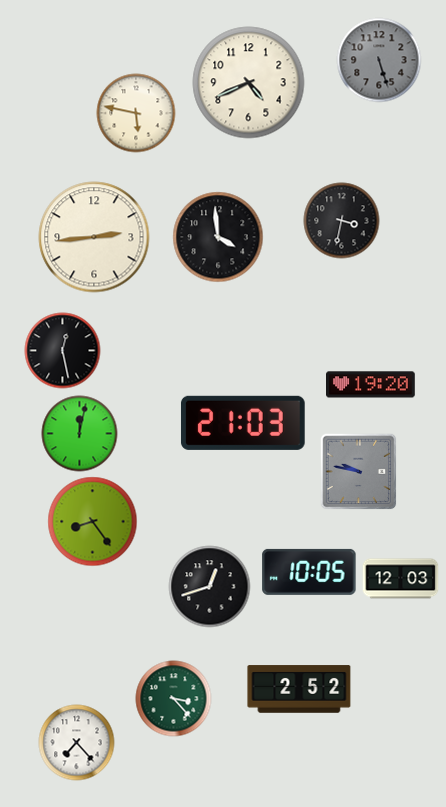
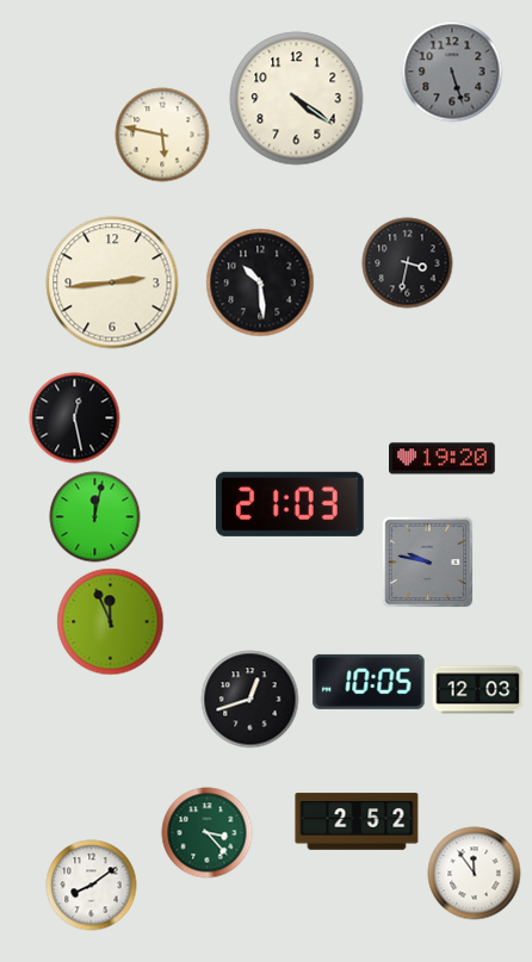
clock at (249, 83): 4:41 -> 4:21
clock at (218, 237): 3:59 -> 10:29
clock at (93, 522): 8:24 -> 11:56
clock at (475, 874): none -> 11:54
clock at (77, 743): 7:23 -> 8:09
